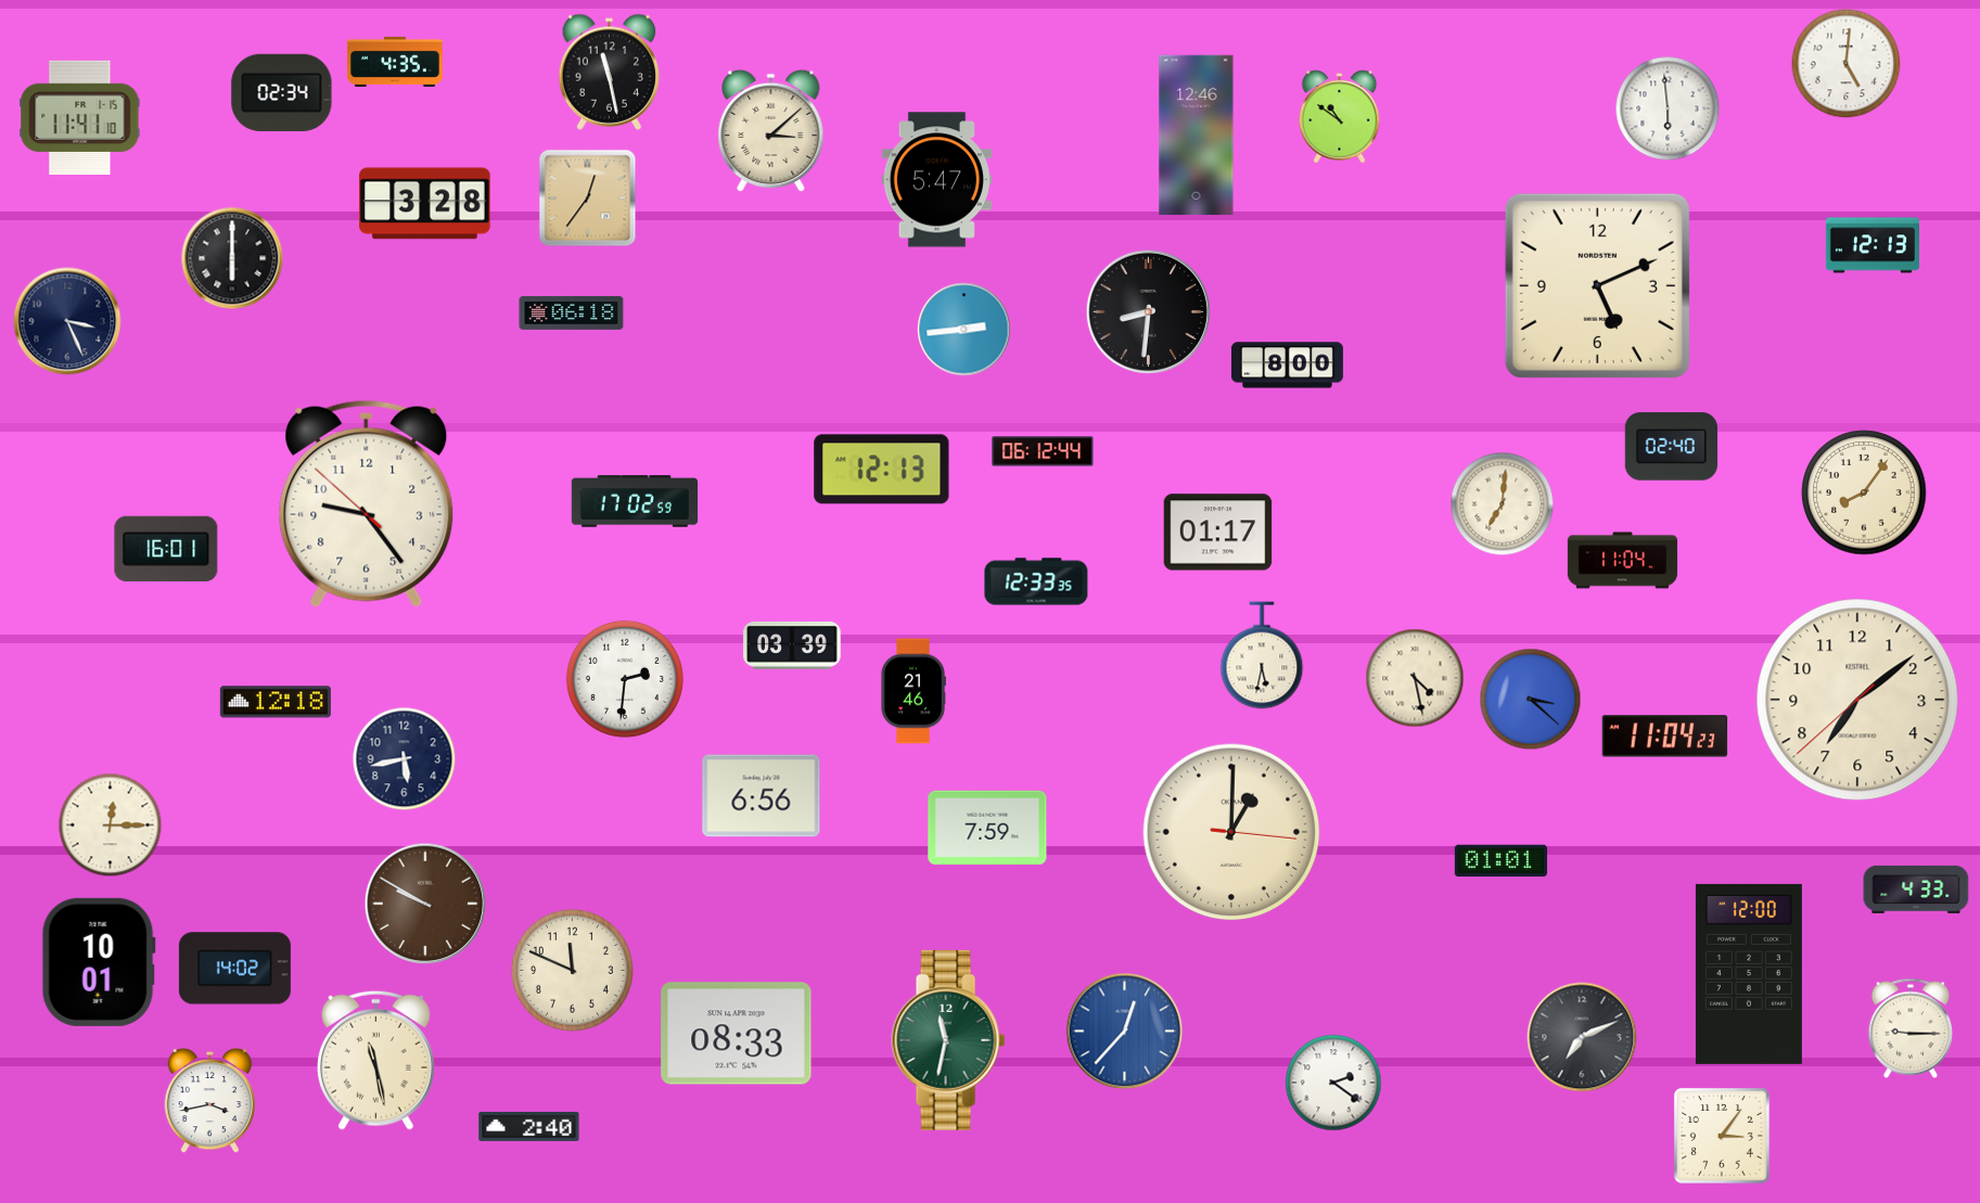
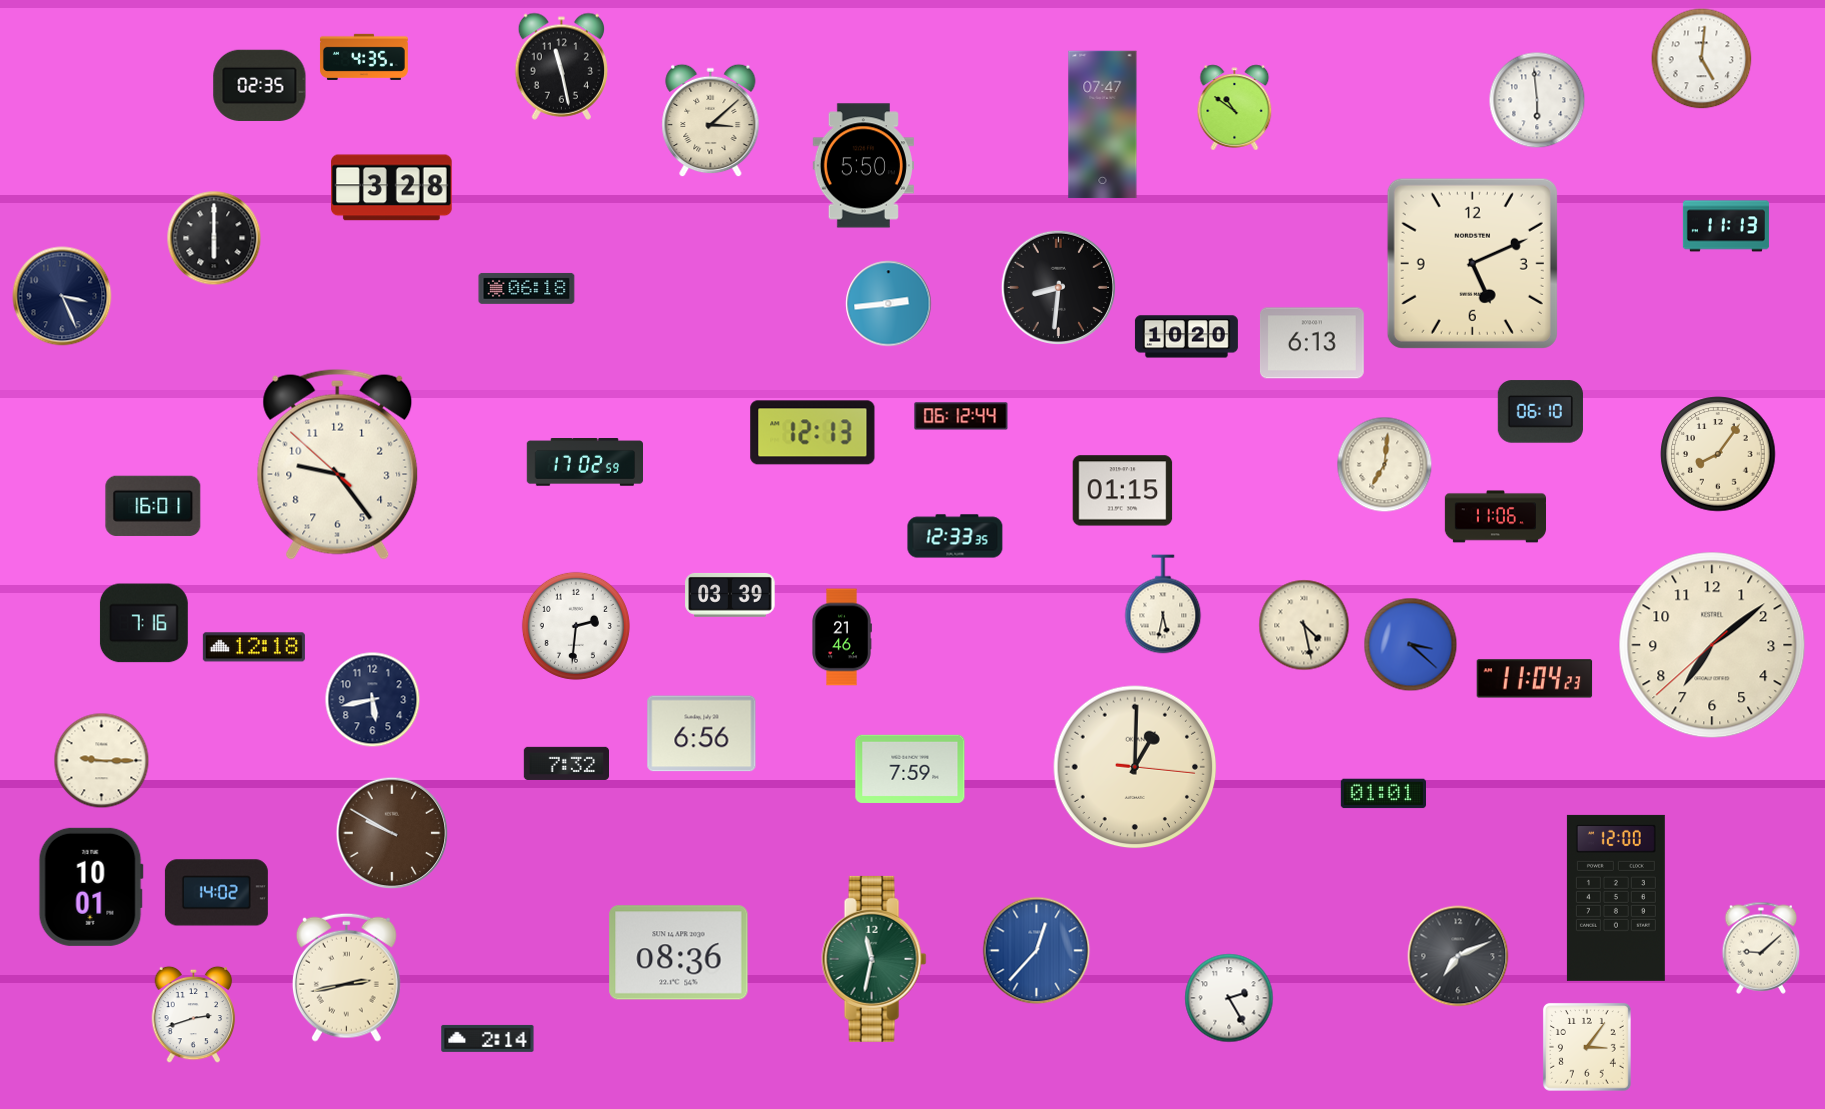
clock at (282, 92): 02:34 -> 02:35
clock at (80, 117): 11:41 -> none
clock at (1197, 136): 12:46 -> 07:47
clock at (936, 180): 5:47 -> 5:50
clock at (588, 199): 12:36 -> none
clock at (1873, 245): 12:13 -> 11:13
clock at (1287, 366): 8:00 -> 10:20
clock at (1312, 343): none -> 6:13
clock at (1671, 447): 02:40 -> 06:10
clock at (1218, 533): 01:17 -> 01:15
clock at (1622, 561): 11:04 -> 11:06
clock at (144, 623): none -> 7:16
clock at (111, 826): 12:15 -> 9:15
clock at (987, 827) position: (987, 827) -> (910, 768)
clock at (566, 763): none -> 7:32
clock at (1916, 890): 4:33 -> none
clock at (573, 971): 11:49 -> none
clock at (1749, 974) position: (1749, 974) -> (1616, 898)
clock at (1911, 1028): 9:15 -> 9:08
clock at (737, 1034): 08:33 -> 08:36
clock at (375, 1060): 11:28 -> 2:43
clock at (1333, 1083): 2:21 -> 2:25
clock at (210, 1101): 3:43 -> 2:42
clock at (529, 1126): 2:40 -> 2:14
